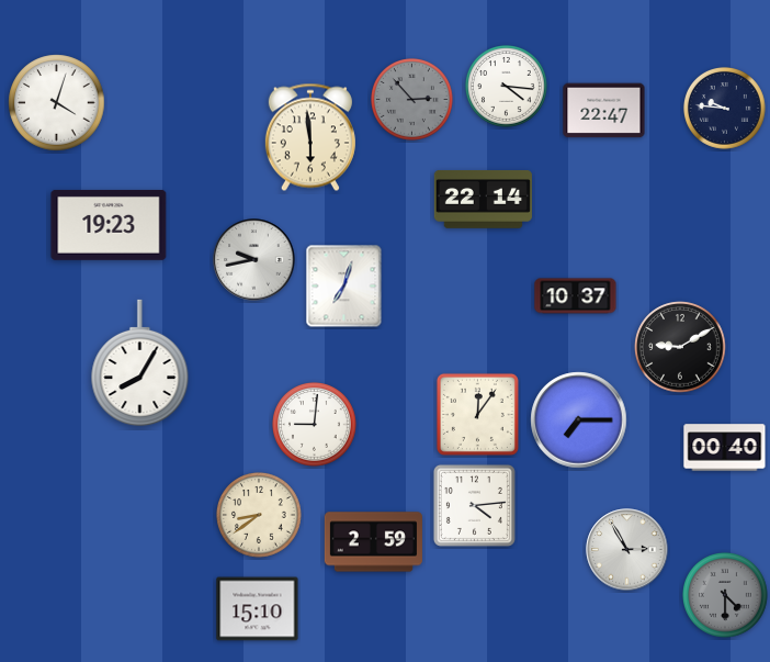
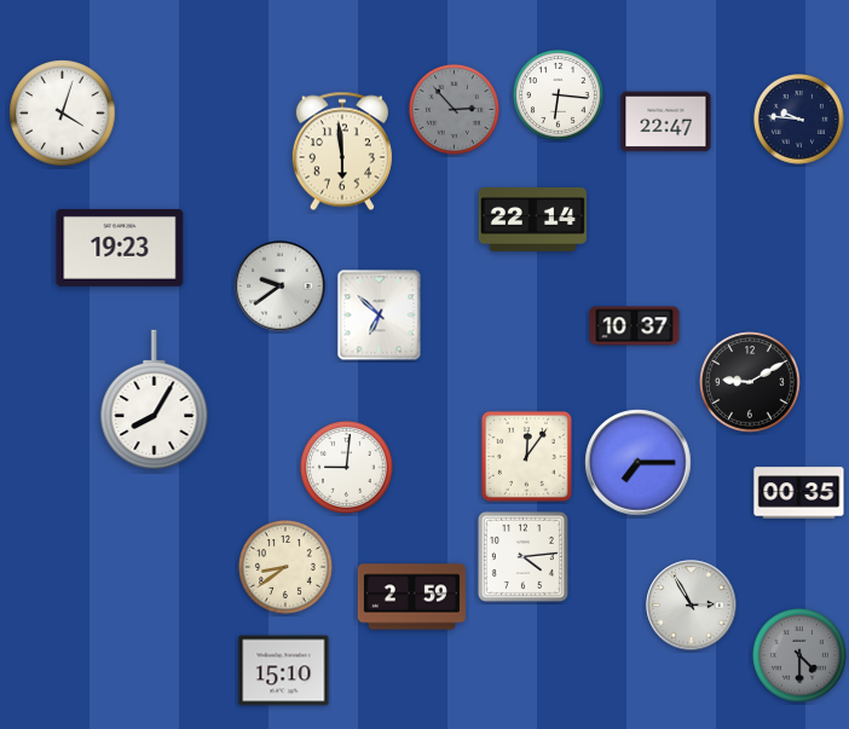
clock at (507, 87): 4:16 -> 6:16
clock at (254, 260): 9:43 -> 9:39
clock at (344, 287): 7:03 -> 6:52
clock at (725, 448): 00:40 -> 00:35
